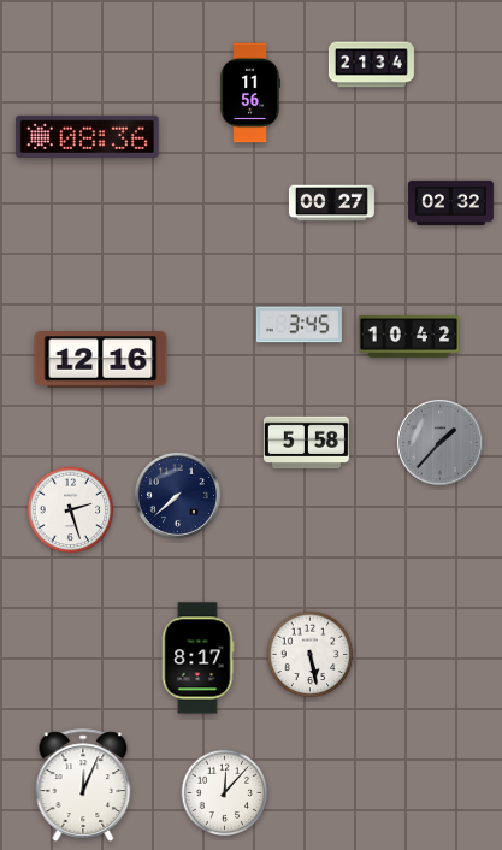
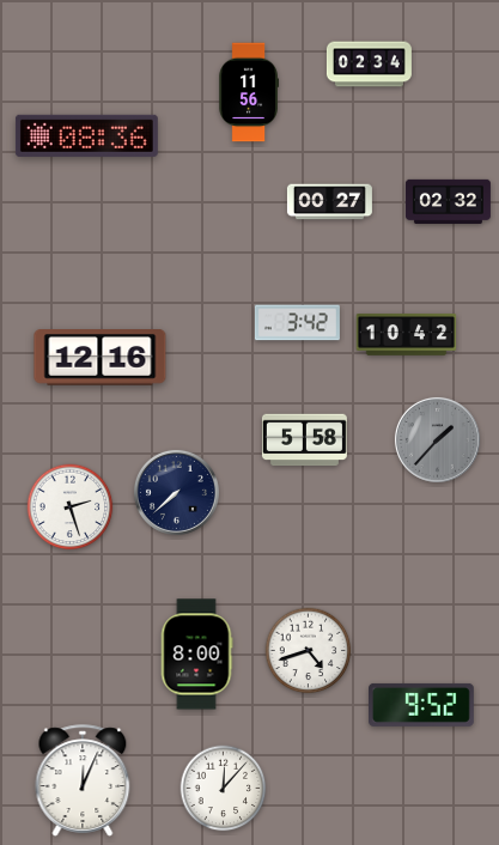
clock at (371, 65): 21:34 -> 02:34
clock at (299, 325): 3:45 -> 3:42
clock at (311, 655): 5:28 -> 4:42
clock at (197, 659): 8:17 -> 8:00
clock at (422, 705): none -> 9:52
